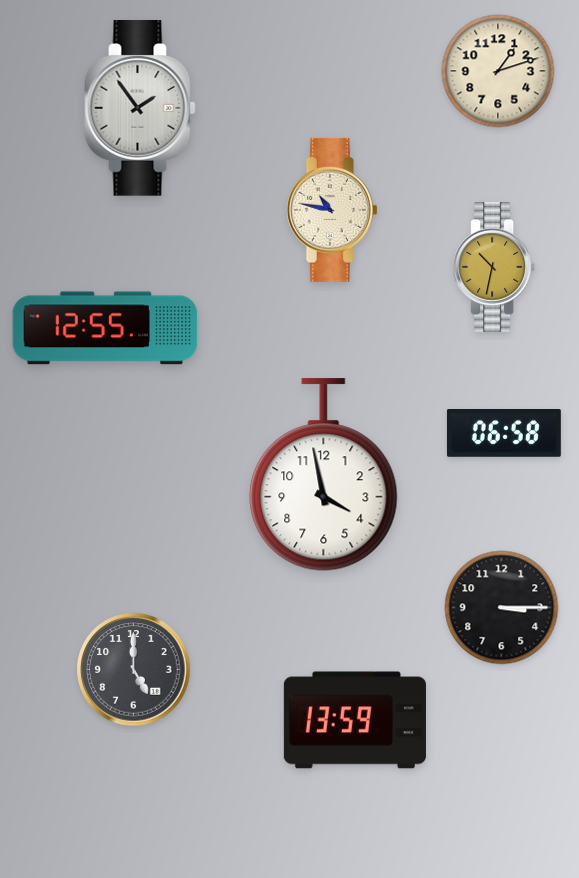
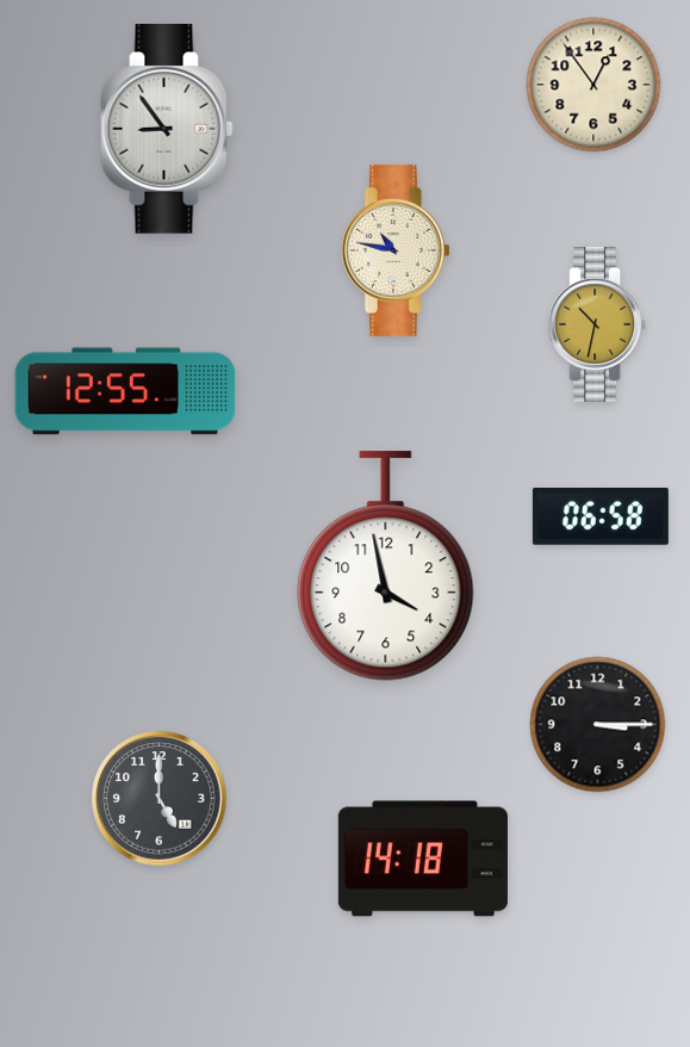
clock at (498, 71): 1:12 -> 12:54
clock at (140, 109): 1:54 -> 8:54
clock at (493, 268) position: (493, 268) -> (596, 326)
clock at (355, 720): 13:59 -> 14:18
